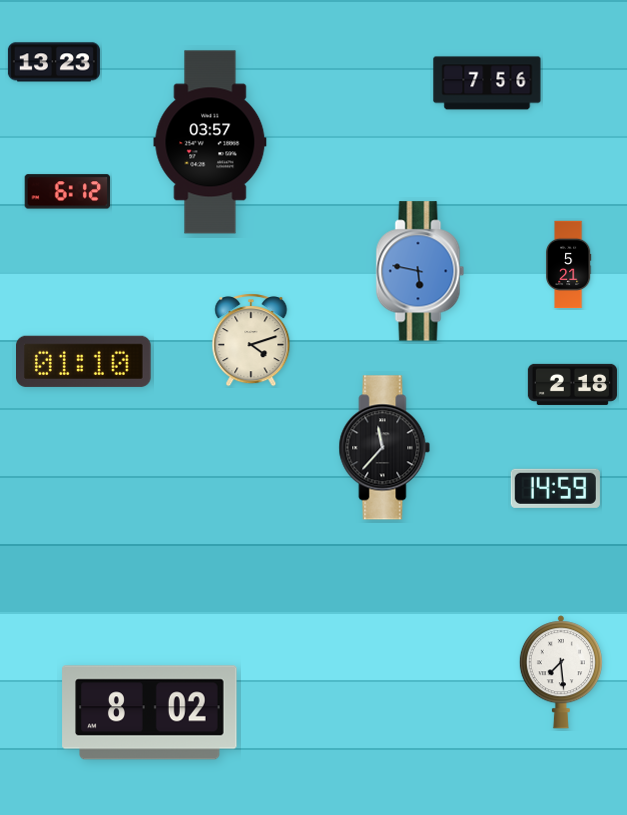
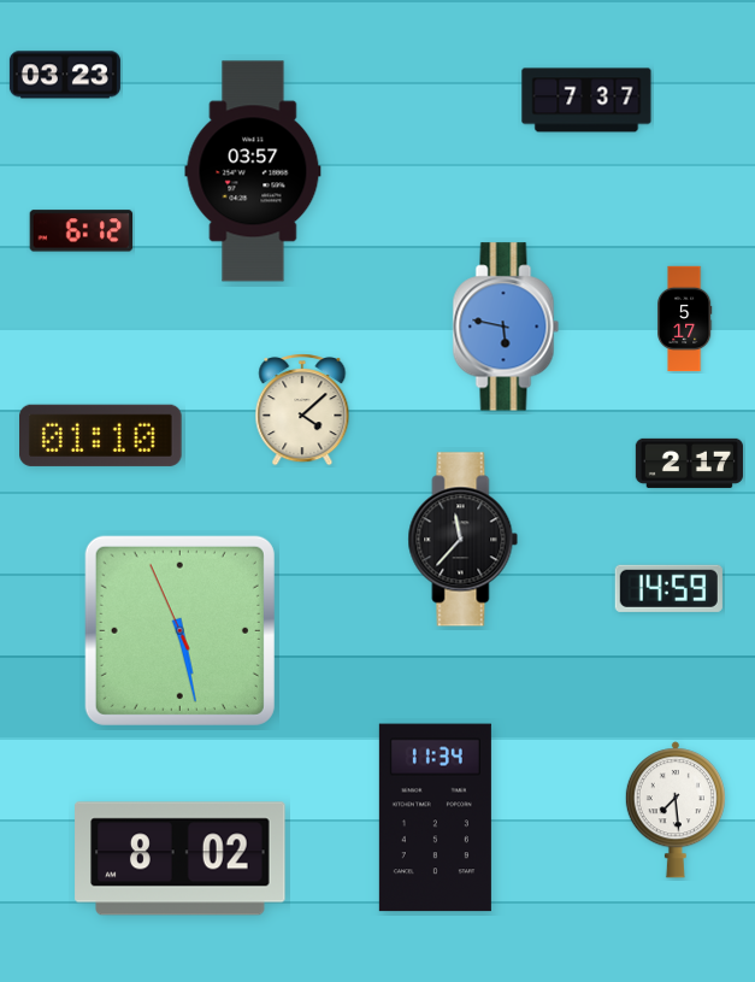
clock at (54, 62): 13:23 -> 03:23
clock at (487, 83): 7:56 -> 7:37
clock at (569, 265): 5:21 -> 5:17
clock at (251, 340): 4:12 -> 4:08
clock at (572, 384): 2:18 -> 2:17
clock at (179, 630): none -> 5:27
clock at (435, 818): none -> 11:34
